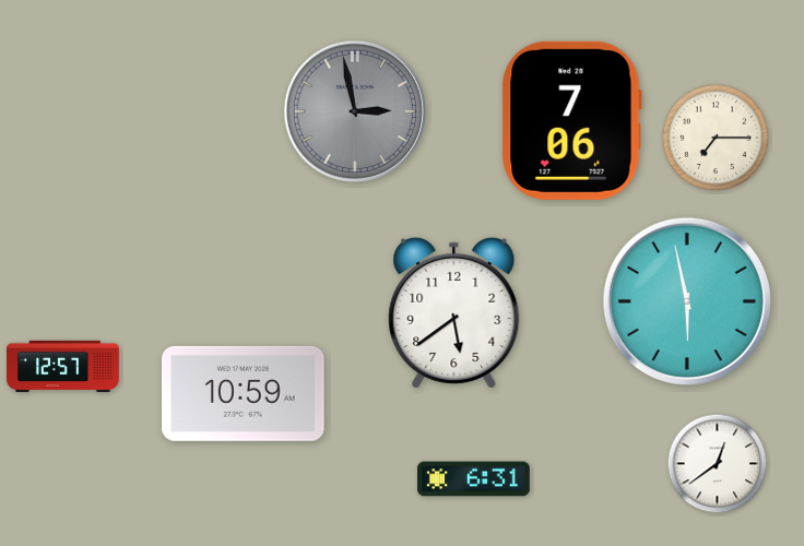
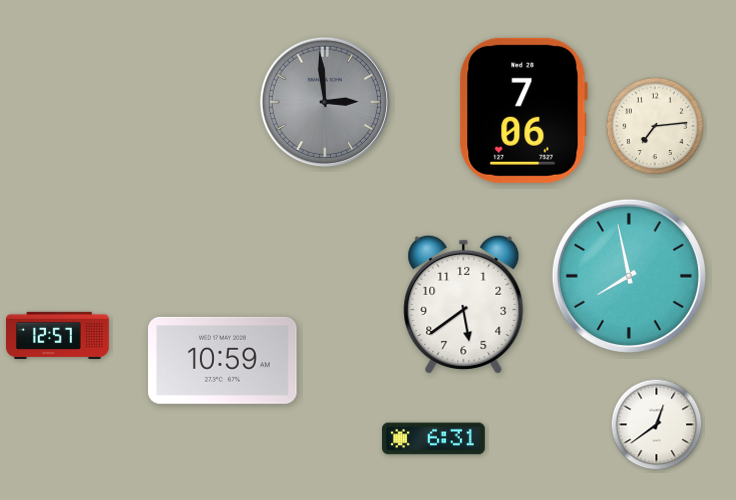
clock at (354, 110): 2:58 -> 2:59
clock at (716, 138): 7:15 -> 7:14
clock at (687, 301): 5:58 -> 7:58
clock at (454, 312) position: (454, 312) -> (464, 304)
